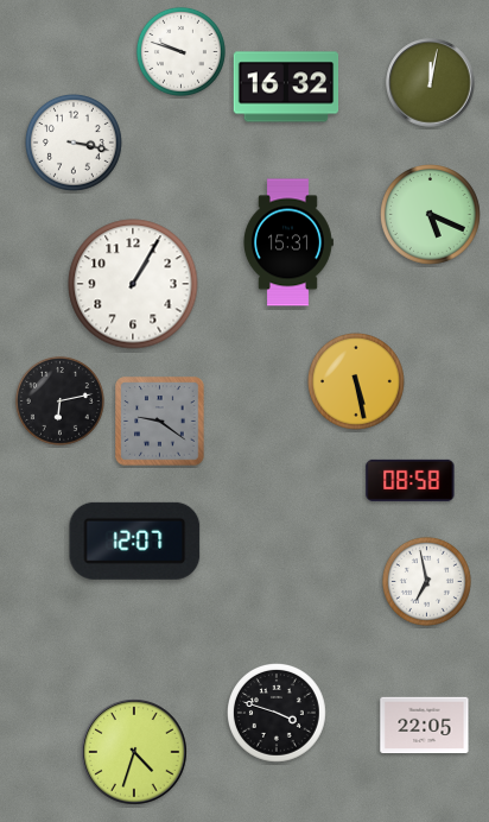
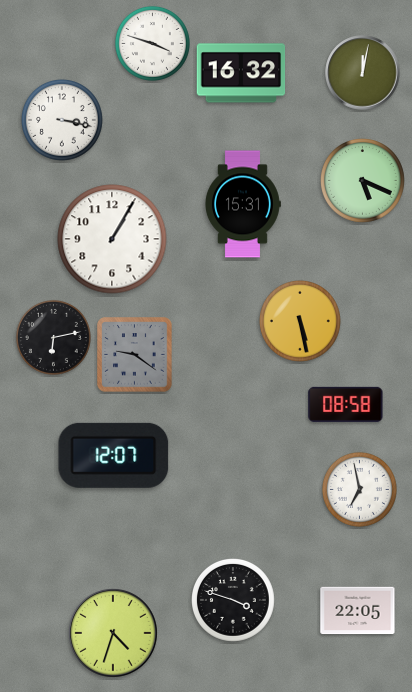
clock at (180, 51): 9:48 -> 3:48
clock at (431, 83) position: (431, 83) -> (363, 73)
clock at (59, 400) position: (59, 400) -> (53, 337)
